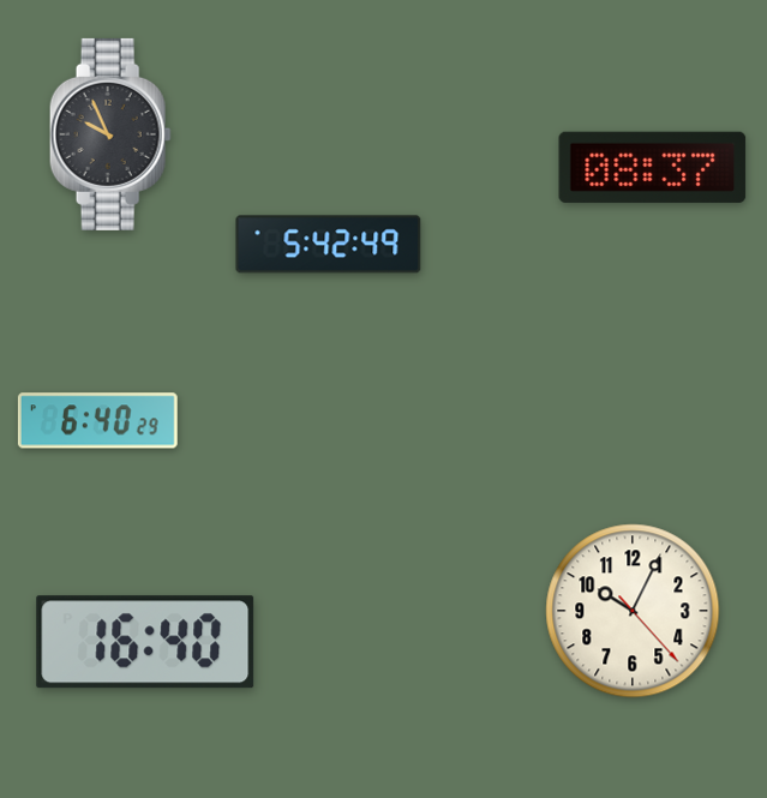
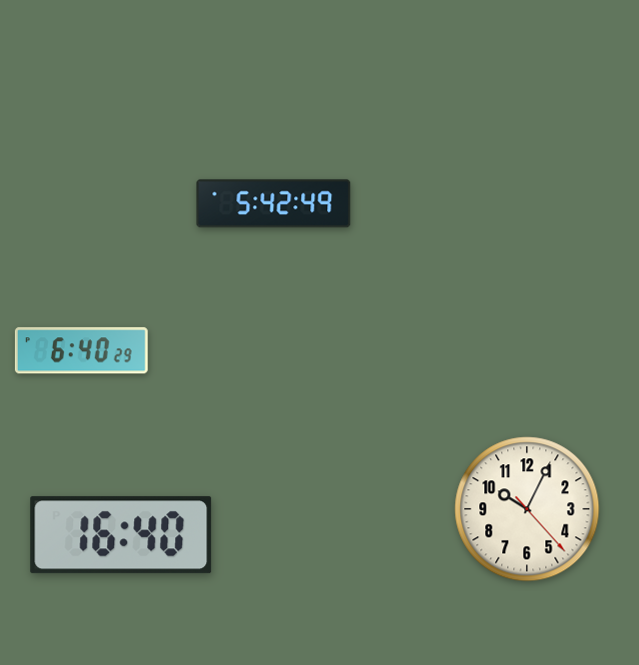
clock at (110, 134): 9:56 -> none
clock at (653, 167): 08:37 -> none
